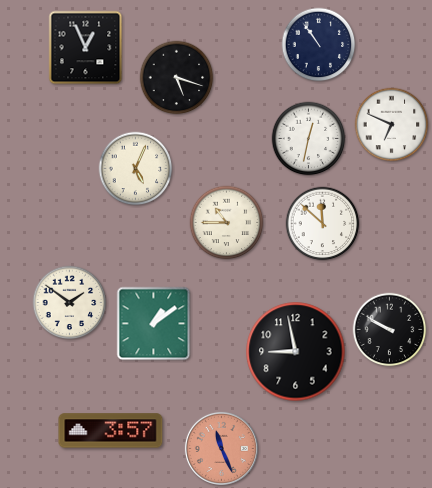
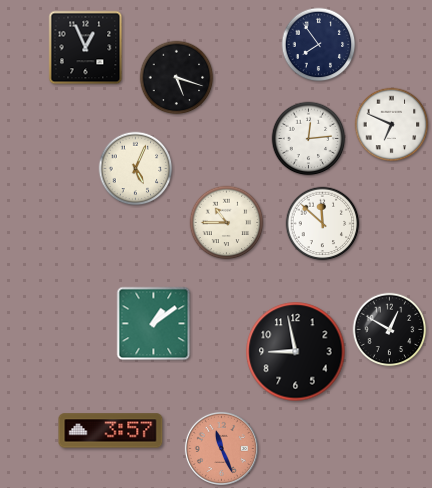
clock at (319, 45): 10:54 -> 7:54
clock at (309, 139): 12:32 -> 12:14
clock at (70, 303): 1:51 -> none
clock at (390, 330): 9:50 -> 12:50
